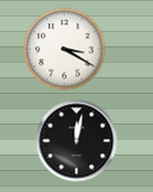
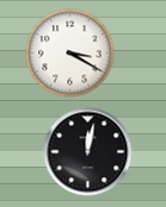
clock at (77, 141) position: (77, 141) -> (88, 152)
